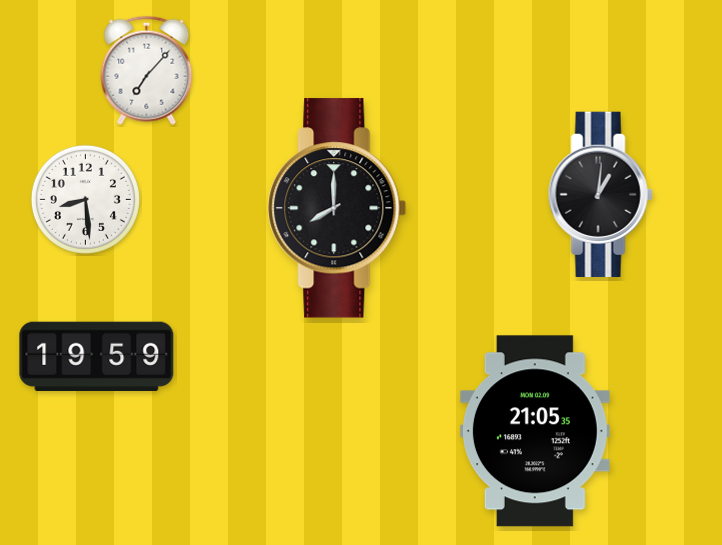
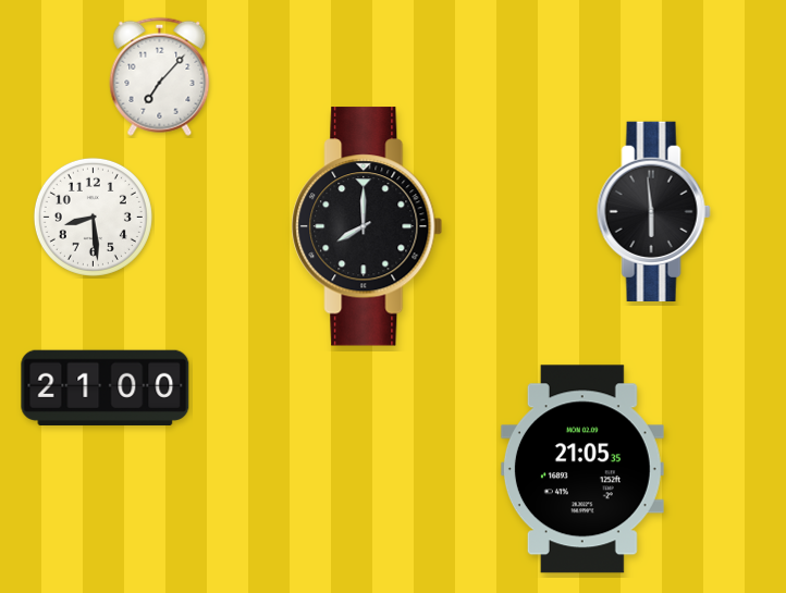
clock at (600, 194): 1:01 -> 5:59
clock at (97, 356): 19:59 -> 21:00
